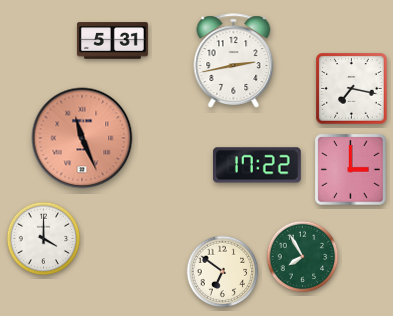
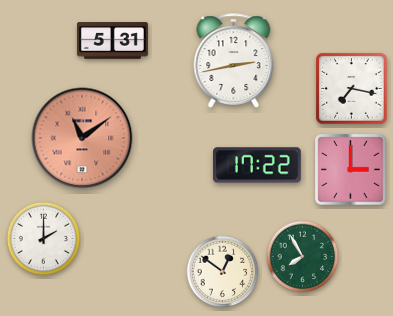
clock at (82, 138): 11:26 -> 11:09
clock at (44, 239): 4:00 -> 2:00
clock at (223, 272): 6:51 -> 12:51
